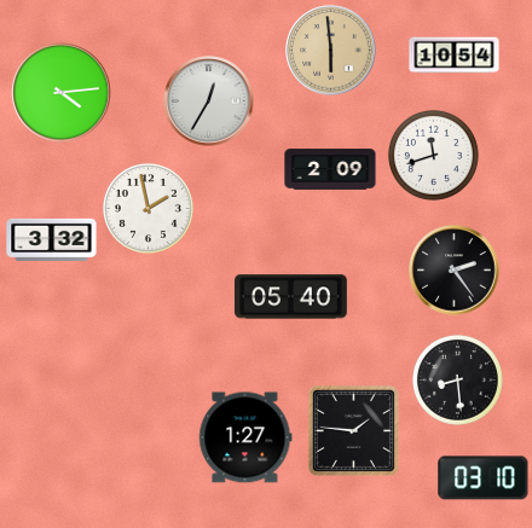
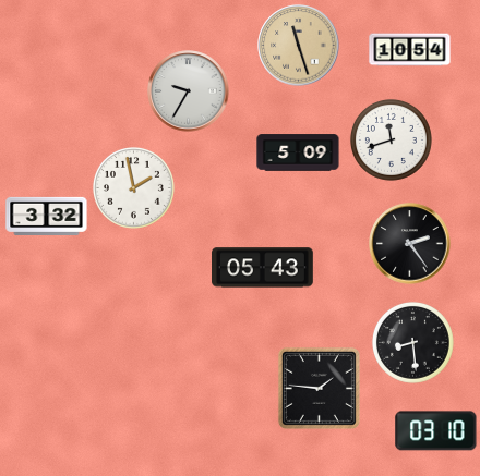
clock at (331, 51): 5:59 -> 11:27
clock at (62, 93): 4:14 -> none
clock at (209, 101): 12:35 -> 9:35
clock at (330, 169): 2:09 -> 5:09
clock at (291, 297): 05:40 -> 05:43
clock at (245, 437): 1:27 -> none
